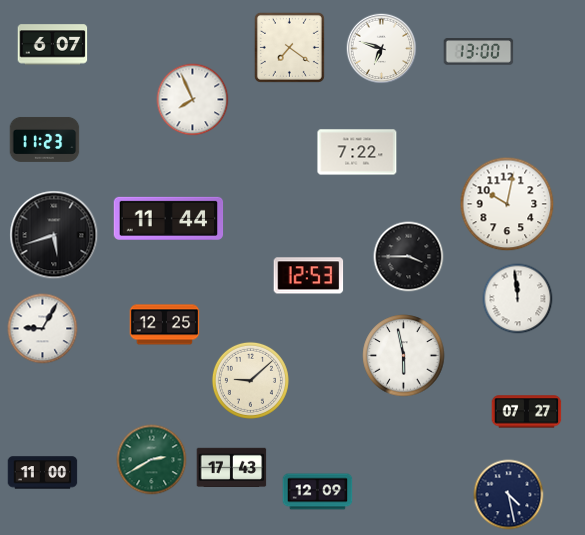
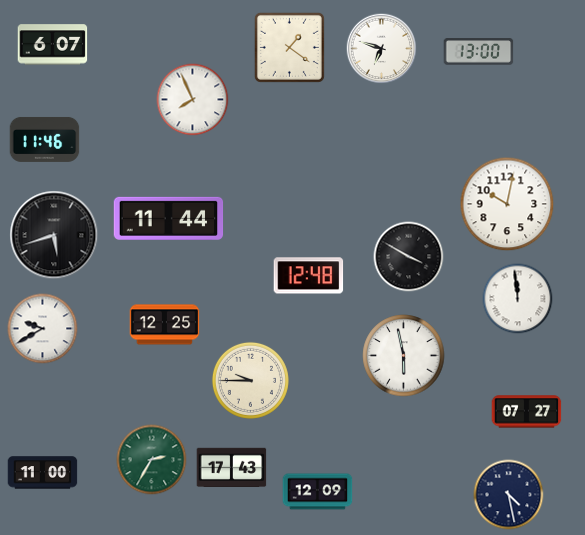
clock at (289, 47): 7:21 -> 1:21
clock at (45, 139): 11:23 -> 11:46
clock at (357, 152): 7:22 -> none
clock at (409, 257): 3:45 -> 3:50
clock at (309, 276): 12:53 -> 12:48
clock at (43, 329): 9:05 -> 9:40
clock at (250, 380): 9:08 -> 9:45
clock at (152, 460): 2:40 -> 2:35
